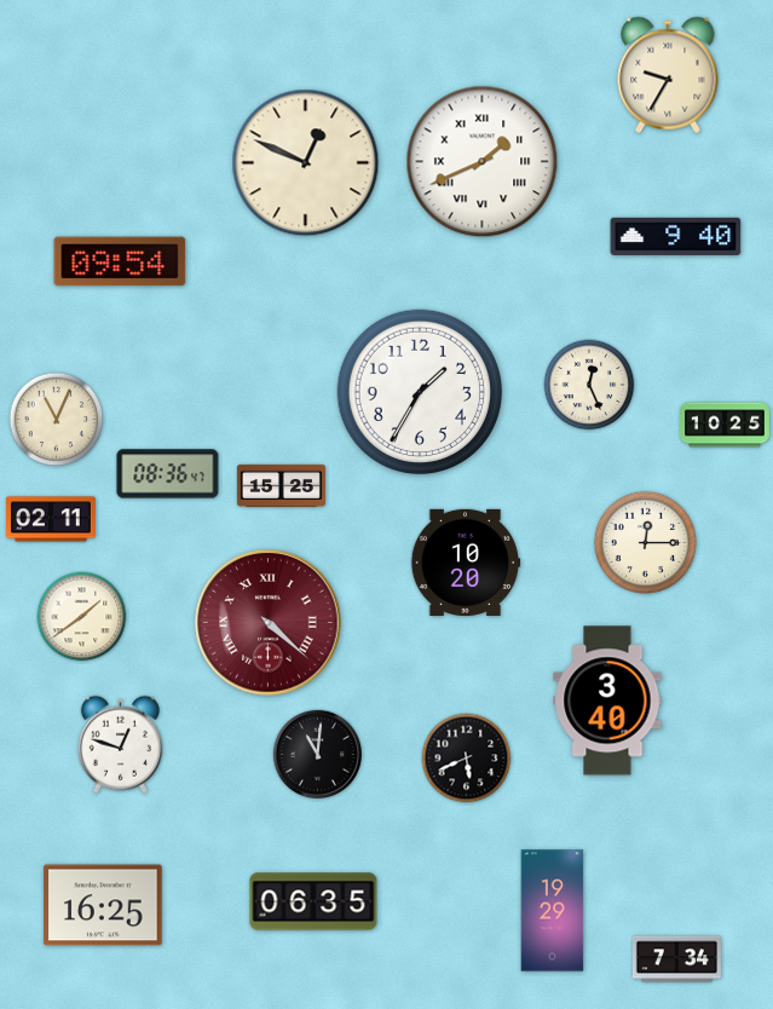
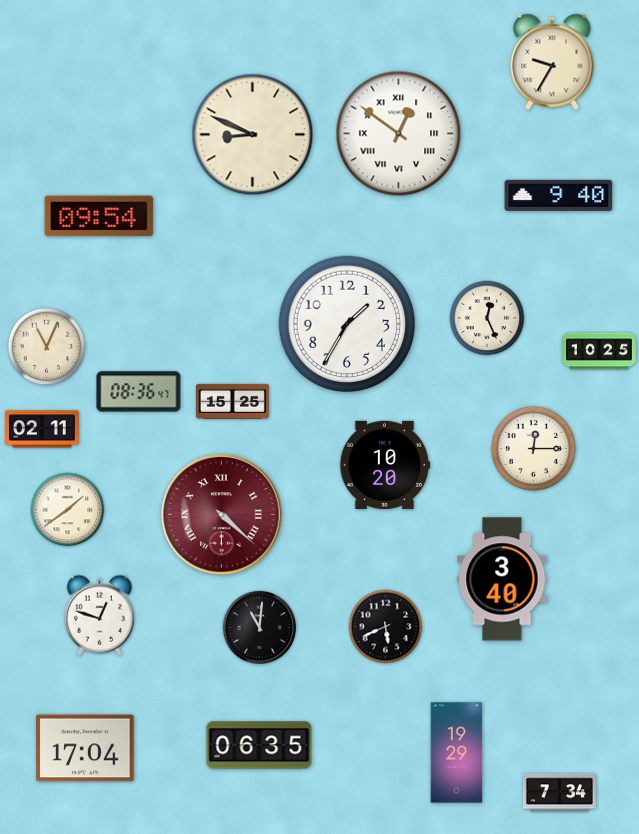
clock at (483, 162): 1:41 -> 12:51
clock at (306, 163): 12:49 -> 8:49
clock at (317, 754) position: (317, 754) -> (259, 627)
clock at (103, 905): 16:25 -> 17:04
